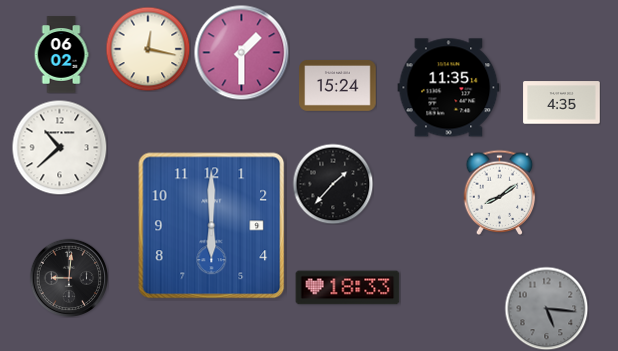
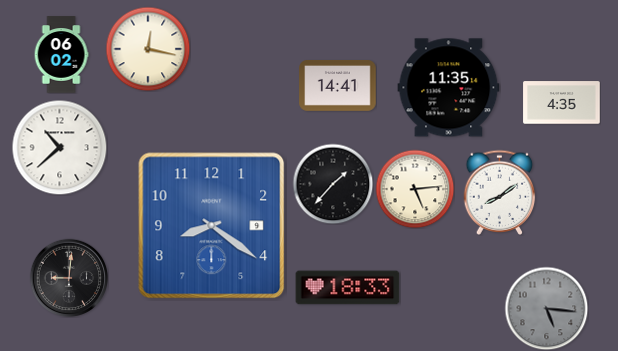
clock at (241, 52): 1:30 -> none
clock at (338, 86): 15:24 -> 14:41
clock at (415, 189): none -> 5:14
clock at (212, 226): 6:00 -> 8:21
